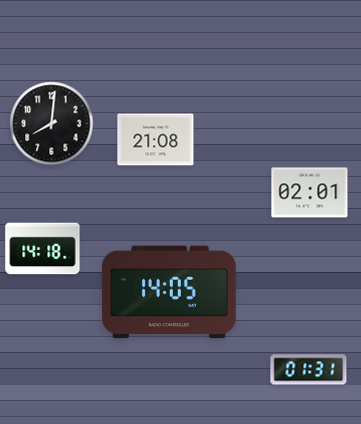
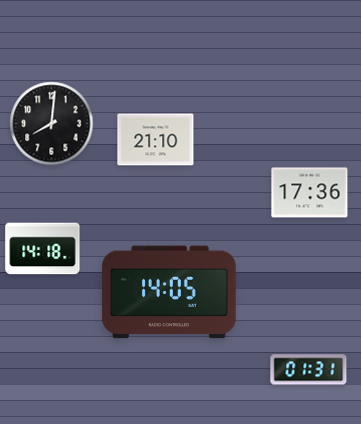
clock at (156, 140): 21:08 -> 21:10
clock at (310, 193): 02:01 -> 17:36
